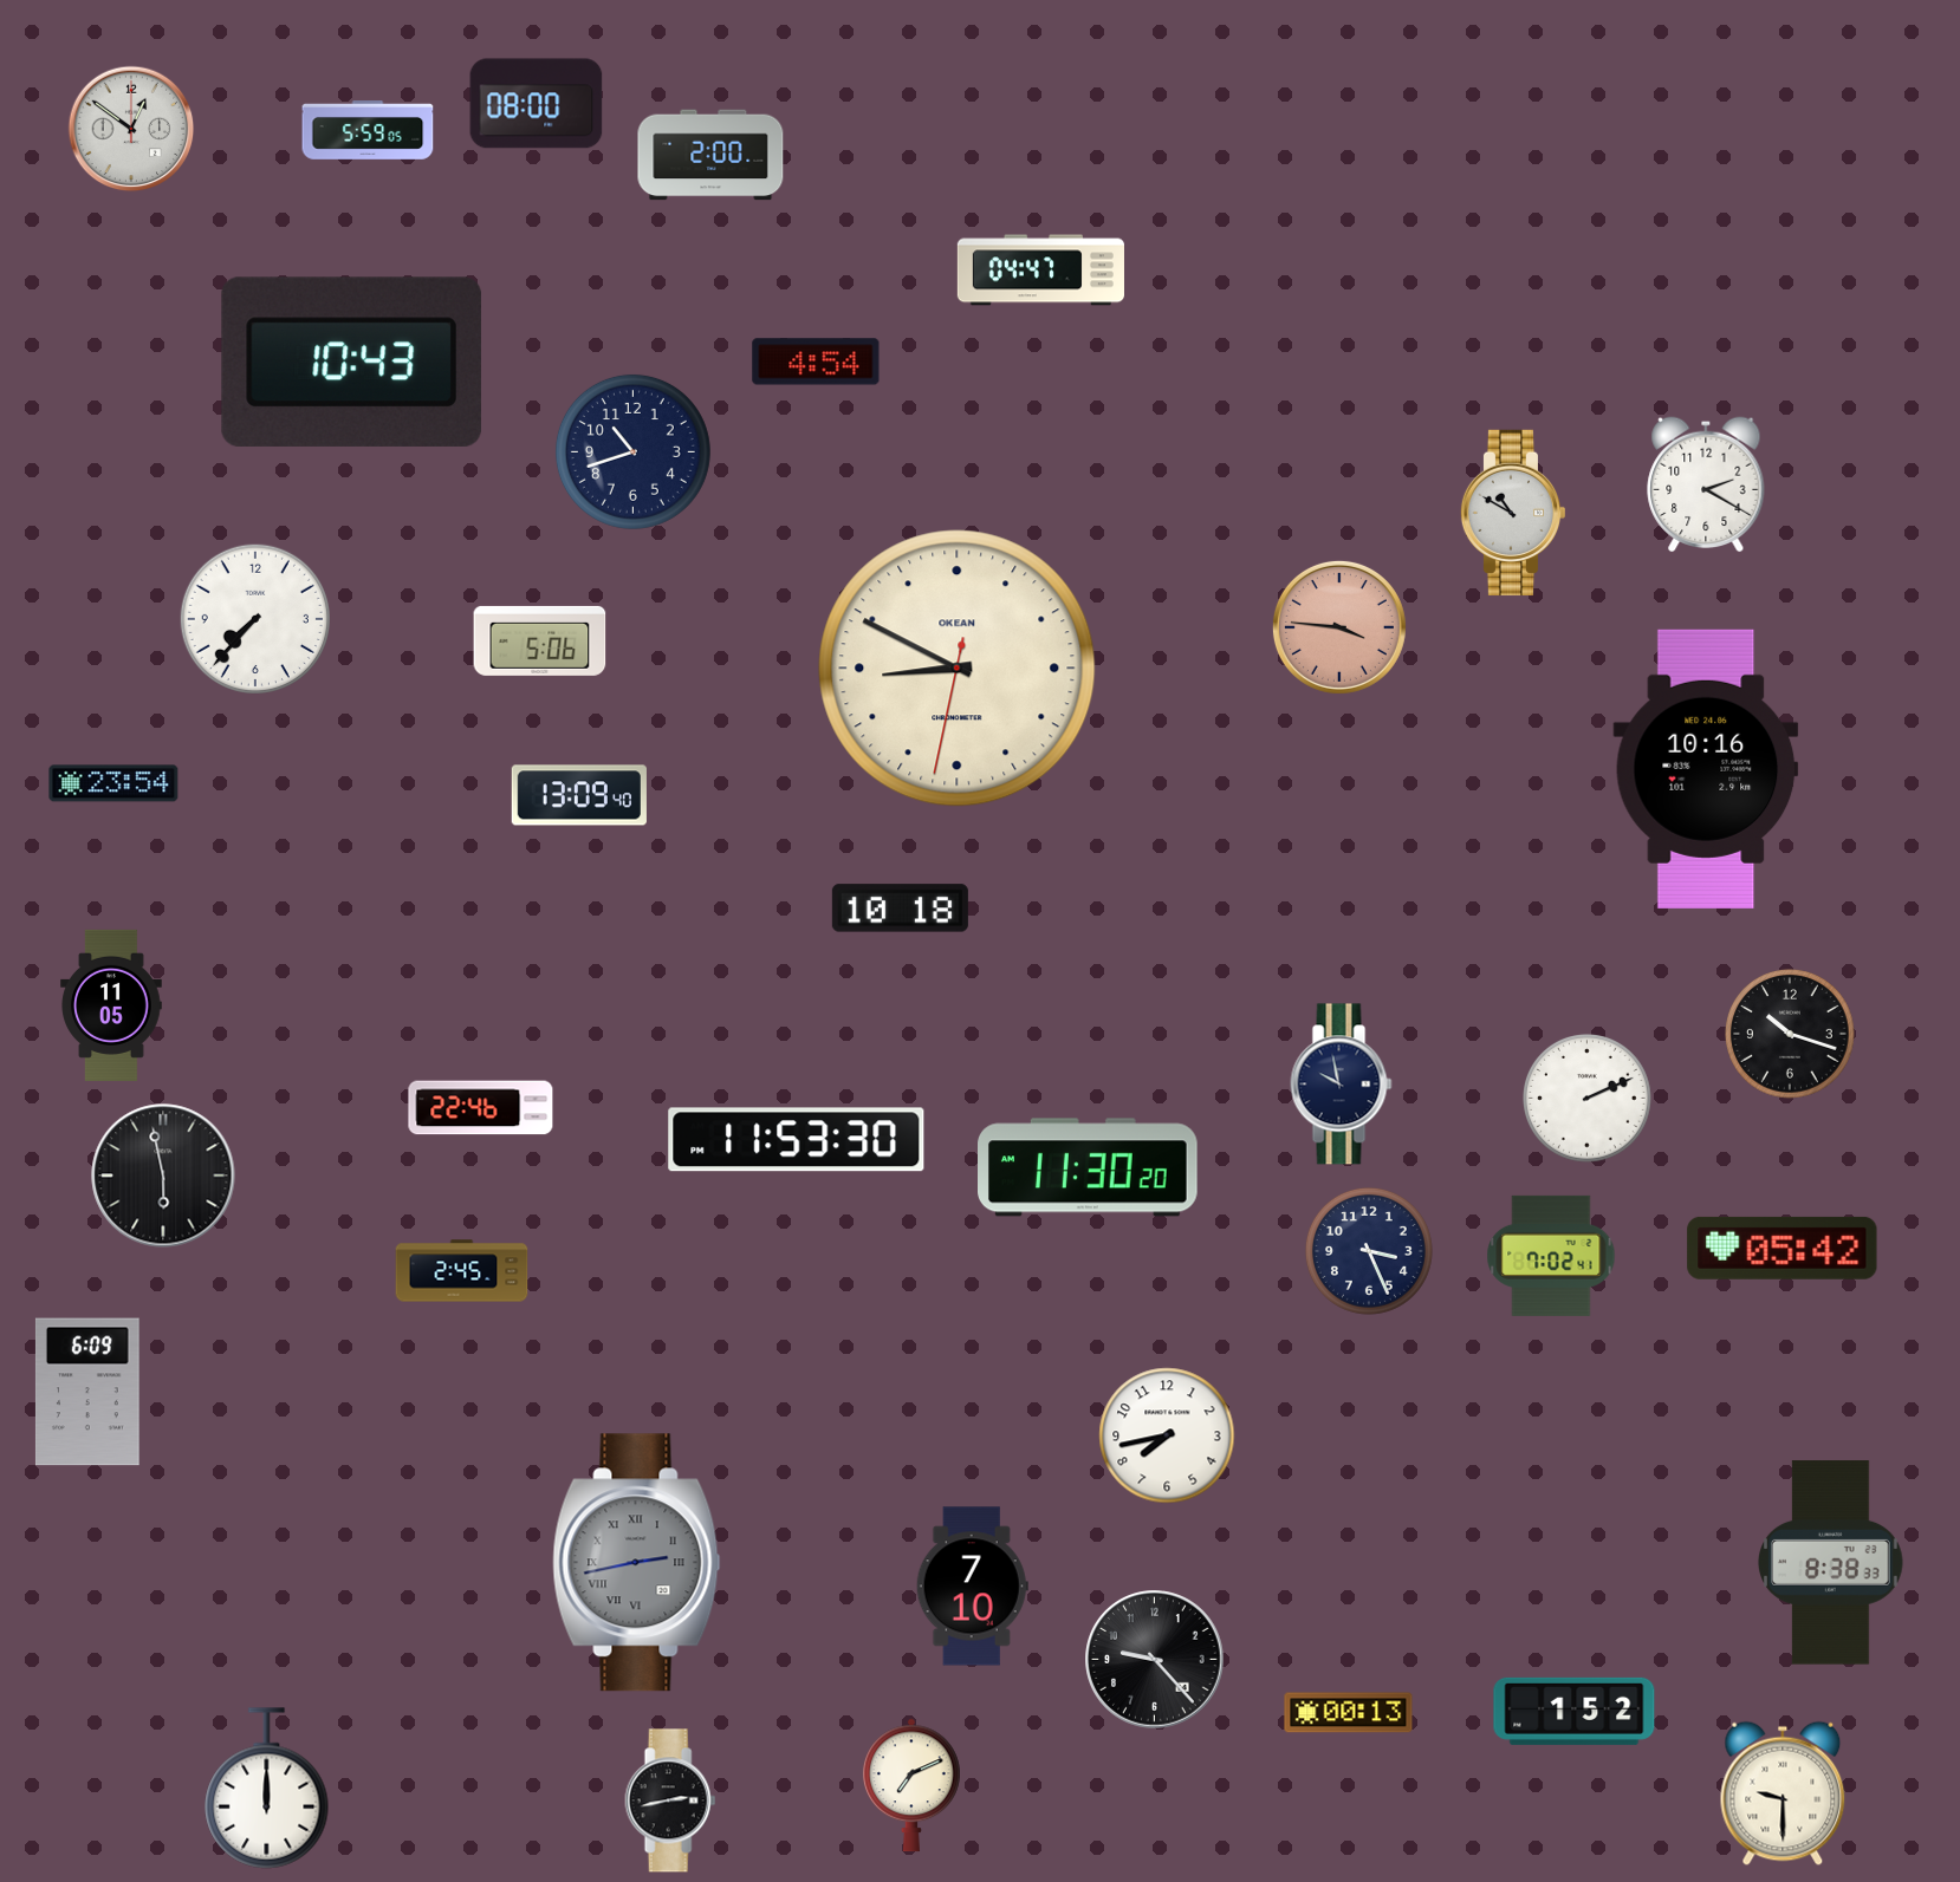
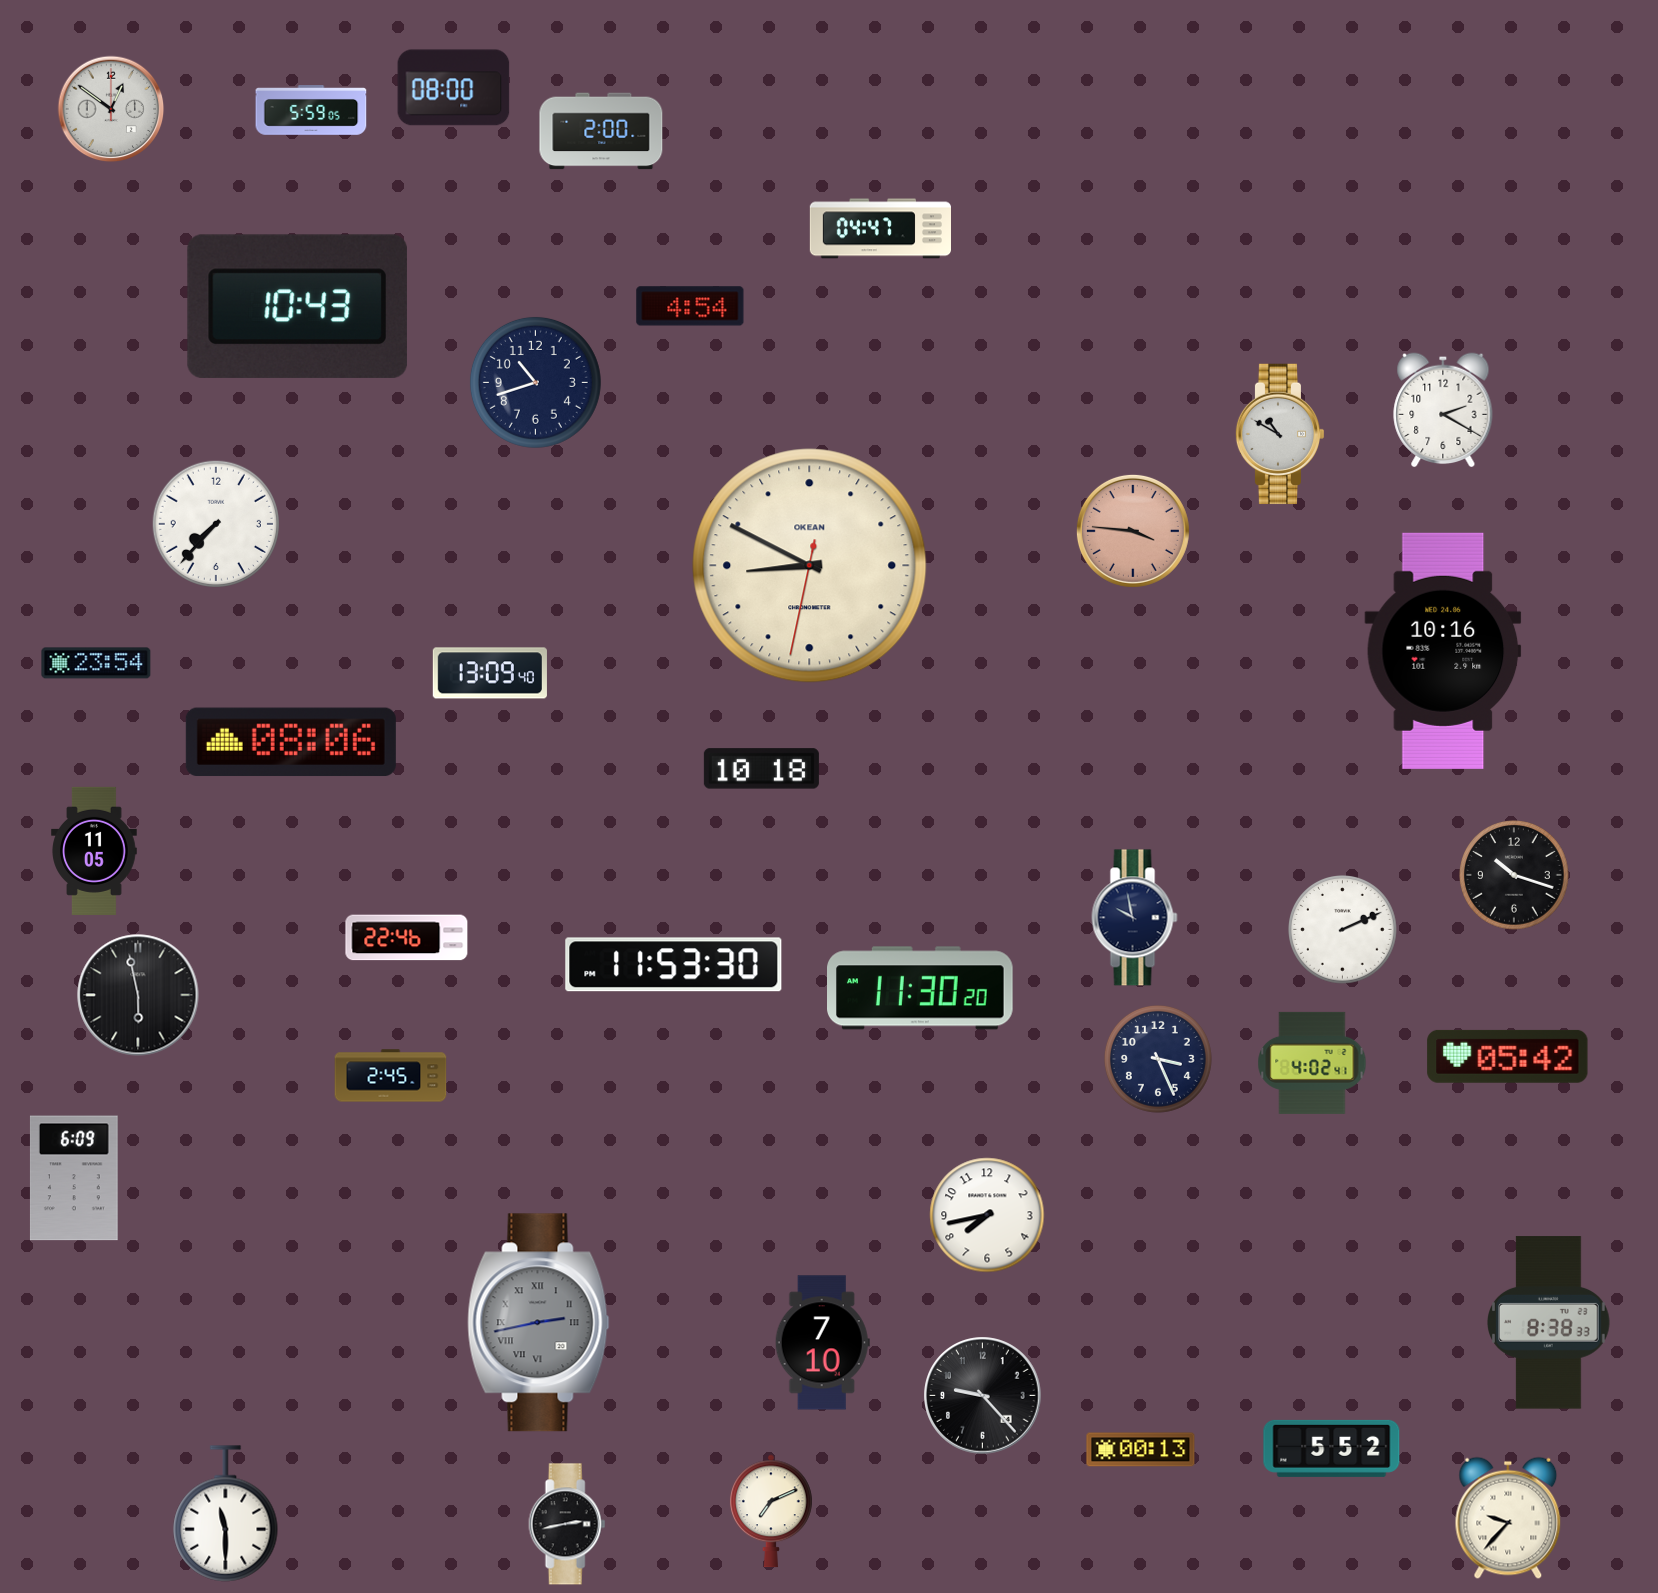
clock at (540, 640): 5:06 -> none
clock at (291, 742): none -> 08:06
clock at (1551, 1256): 7:02 -> 4:02
clock at (1155, 1660) position: (1155, 1660) -> (983, 1396)
clock at (1575, 1711): 1:52 -> 5:52
clock at (267, 1789): 12:00 -> 11:30
clock at (1783, 1793): 9:30 -> 9:37
